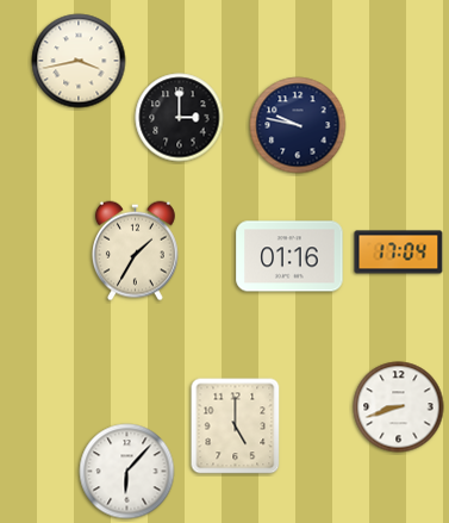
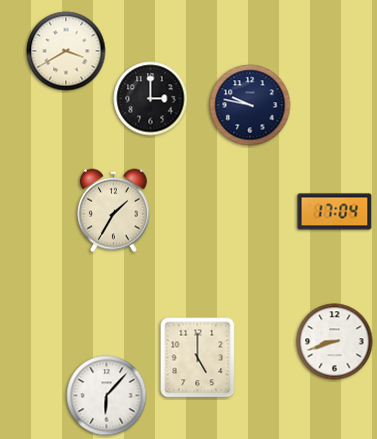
clock at (79, 61): 3:43 -> 3:40
clock at (289, 256): 01:16 -> none
